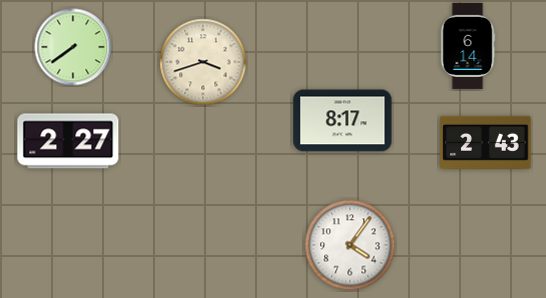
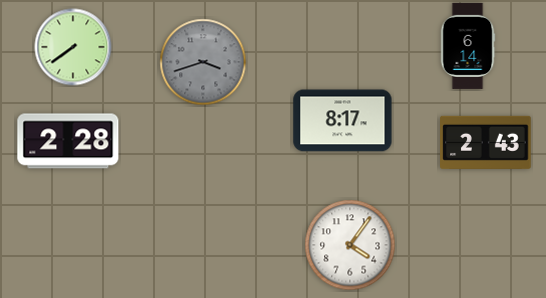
clock at (203, 62) dial: cream -> grey
clock at (68, 141): 2:27 -> 2:28
